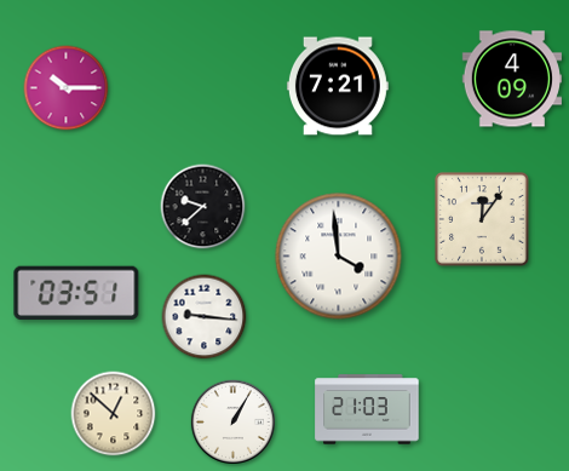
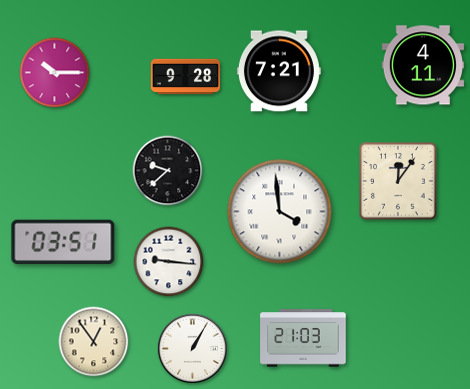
clock at (511, 79): 4:09 -> 4:11
clock at (186, 77): none -> 9:28
clock at (114, 414): 12:52 -> 12:54
